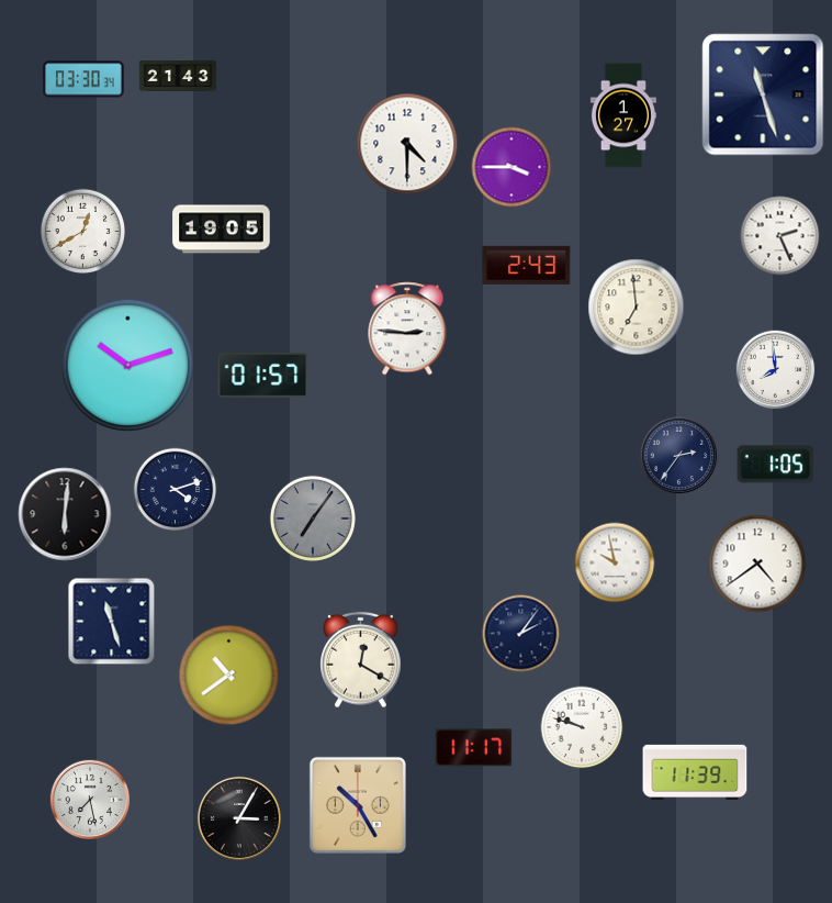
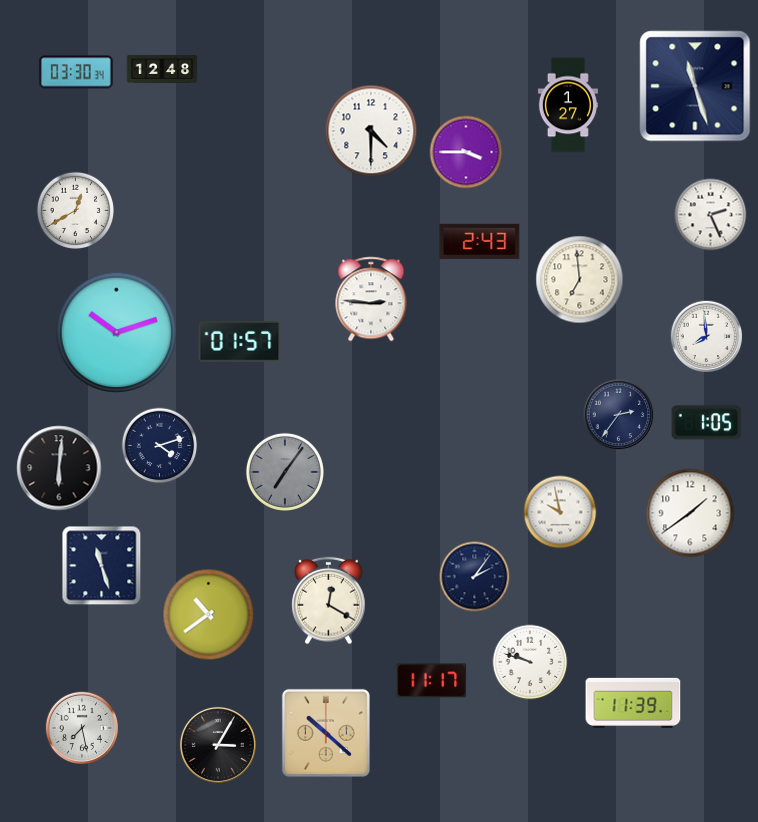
clock at (178, 76): 21:43 -> 12:48
clock at (222, 230): 19:05 -> none
clock at (757, 564): 4:39 -> 1:39
clock at (358, 805): 10:25 -> 10:22
